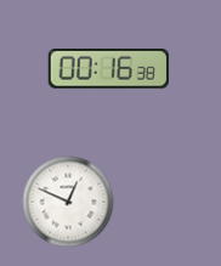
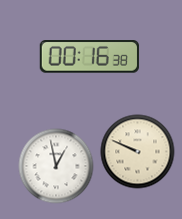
clock at (138, 152): none -> 9:49
clock at (68, 202): 12:49 -> 12:58
